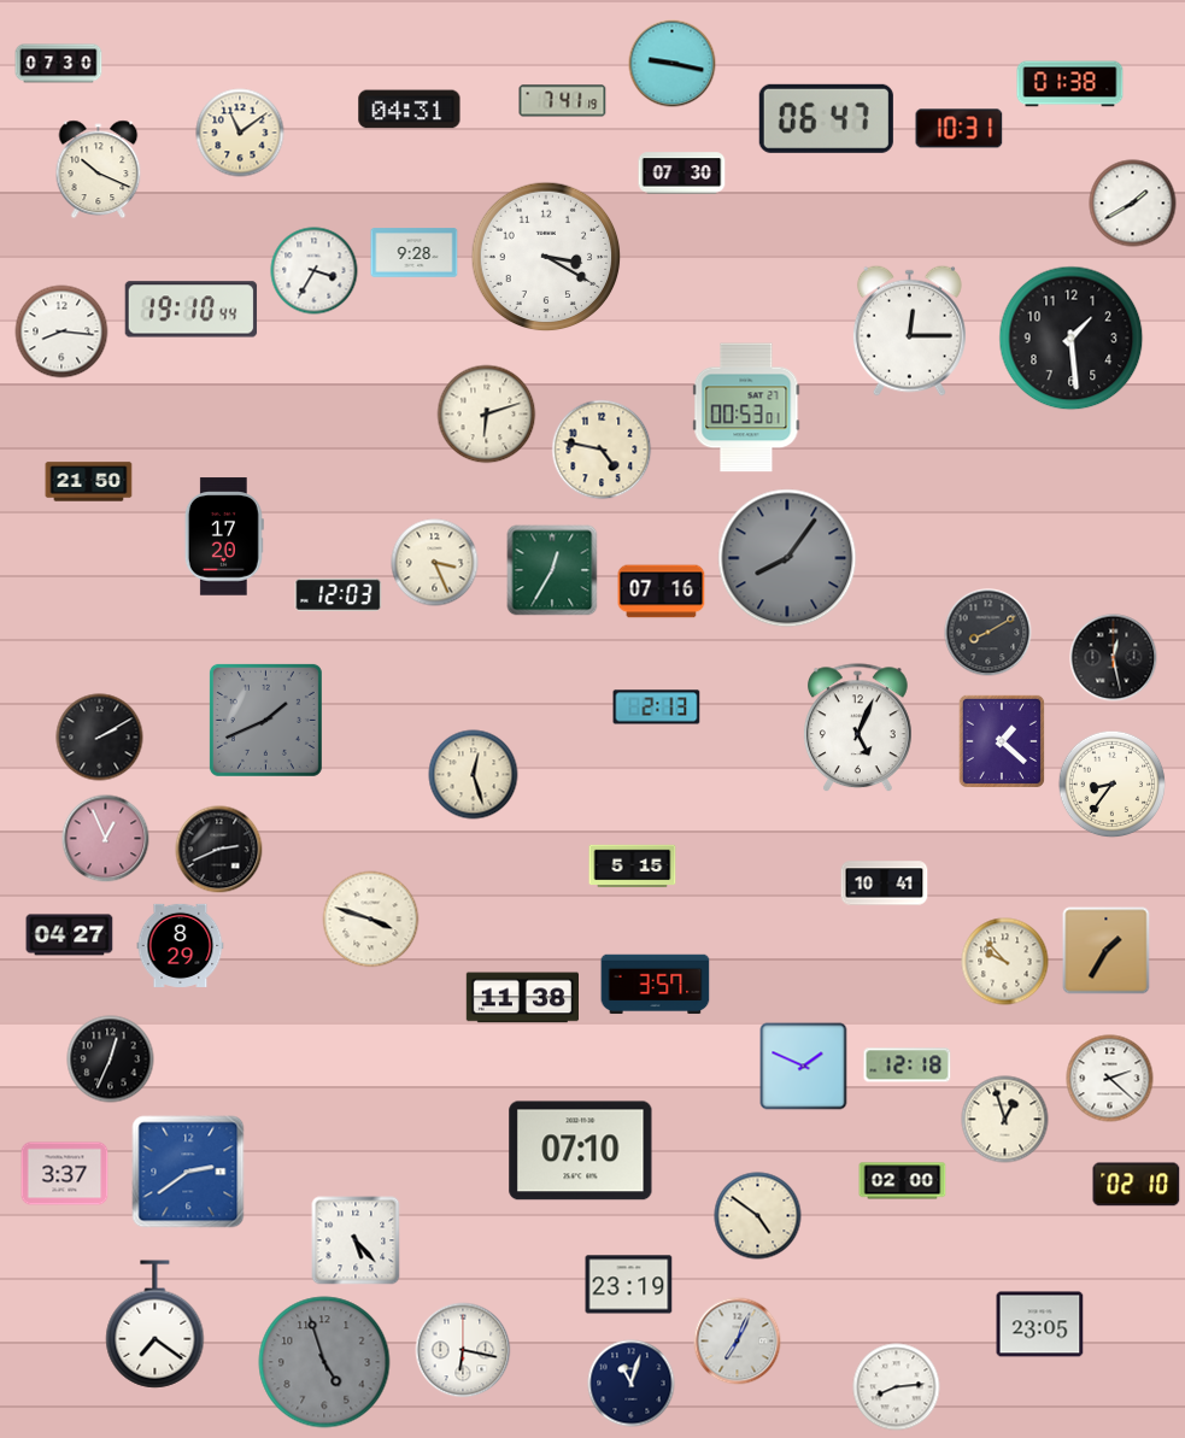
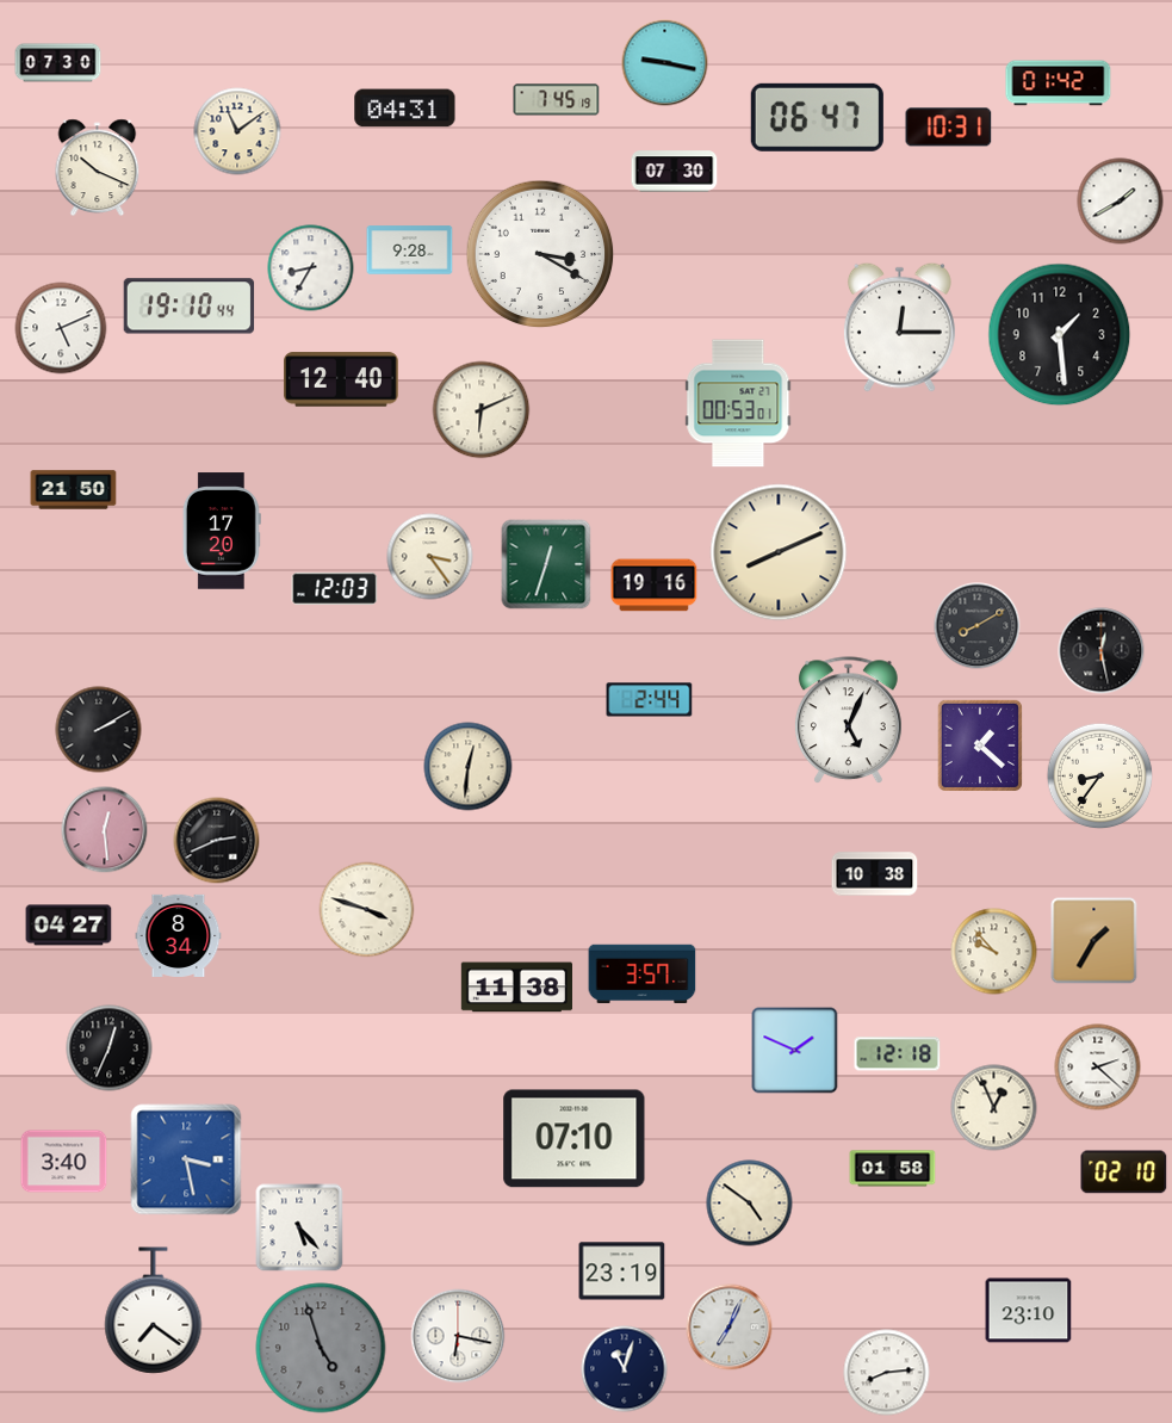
clock at (1070, 84): 01:38 -> 01:42
clock at (563, 101): 7:41 -> 7:45
clock at (315, 271): 3:35 -> 8:35
clock at (61, 331): 8:16 -> 5:11
clock at (341, 379): none -> 12:40
clock at (487, 415): 6:12 -> 6:11
clock at (602, 450): 4:47 -> none
clock at (89, 482) position: (89, 482) -> (74, 490)
clock at (787, 558): 8:06 -> 8:11
clock at (787, 558) dial: grey -> cream
clock at (435, 563): 3:26 -> 3:24
clock at (552, 570): 12:35 -> 12:33
clock at (662, 592): 07:16 -> 19:16
clock at (657, 708): 2:13 -> 2:44
clock at (265, 720): 1:41 -> none
clock at (1002, 741) position: (1002, 741) -> (980, 745)
clock at (474, 775): 12:27 -> 12:31
clock at (106, 839): 12:56 -> 12:29
clock at (633, 867): 5:15 -> none
clock at (885, 884): 10:41 -> 10:38
clock at (181, 945): 8:29 -> 8:34
clock at (656, 985) position: (656, 985) -> (643, 975)
clock at (804, 1067) position: (804, 1067) -> (795, 1051)
clock at (1005, 1120): 12:57 -> 12:56
clock at (188, 1172): 2:39 -> 3:28
clock at (65, 1174): 3:37 -> 3:40
clock at (903, 1181): 02:00 -> 01:58
clock at (356, 1240) position: (356, 1240) -> (299, 1227)
clock at (1040, 1325): 23:05 -> 23:10
